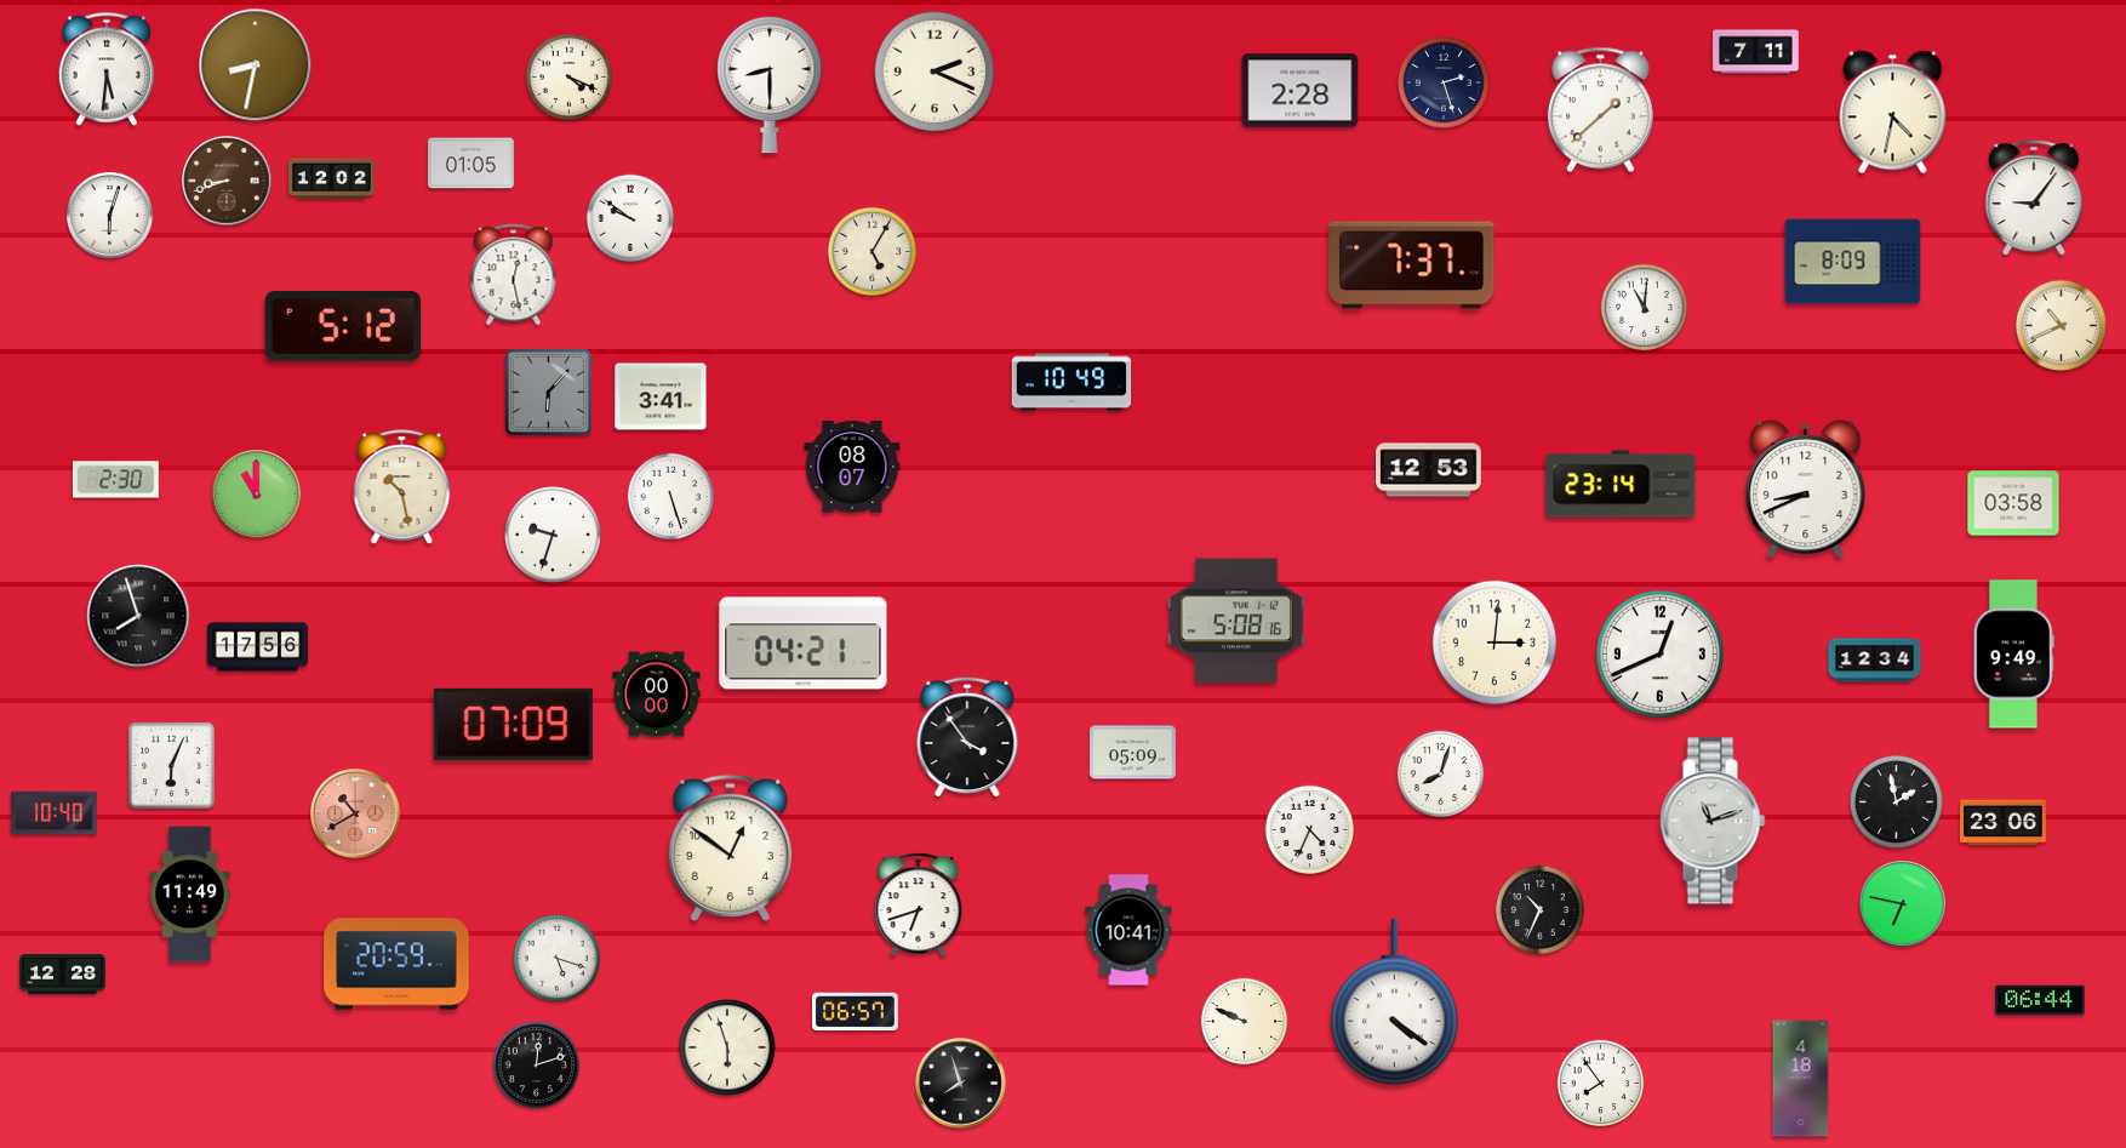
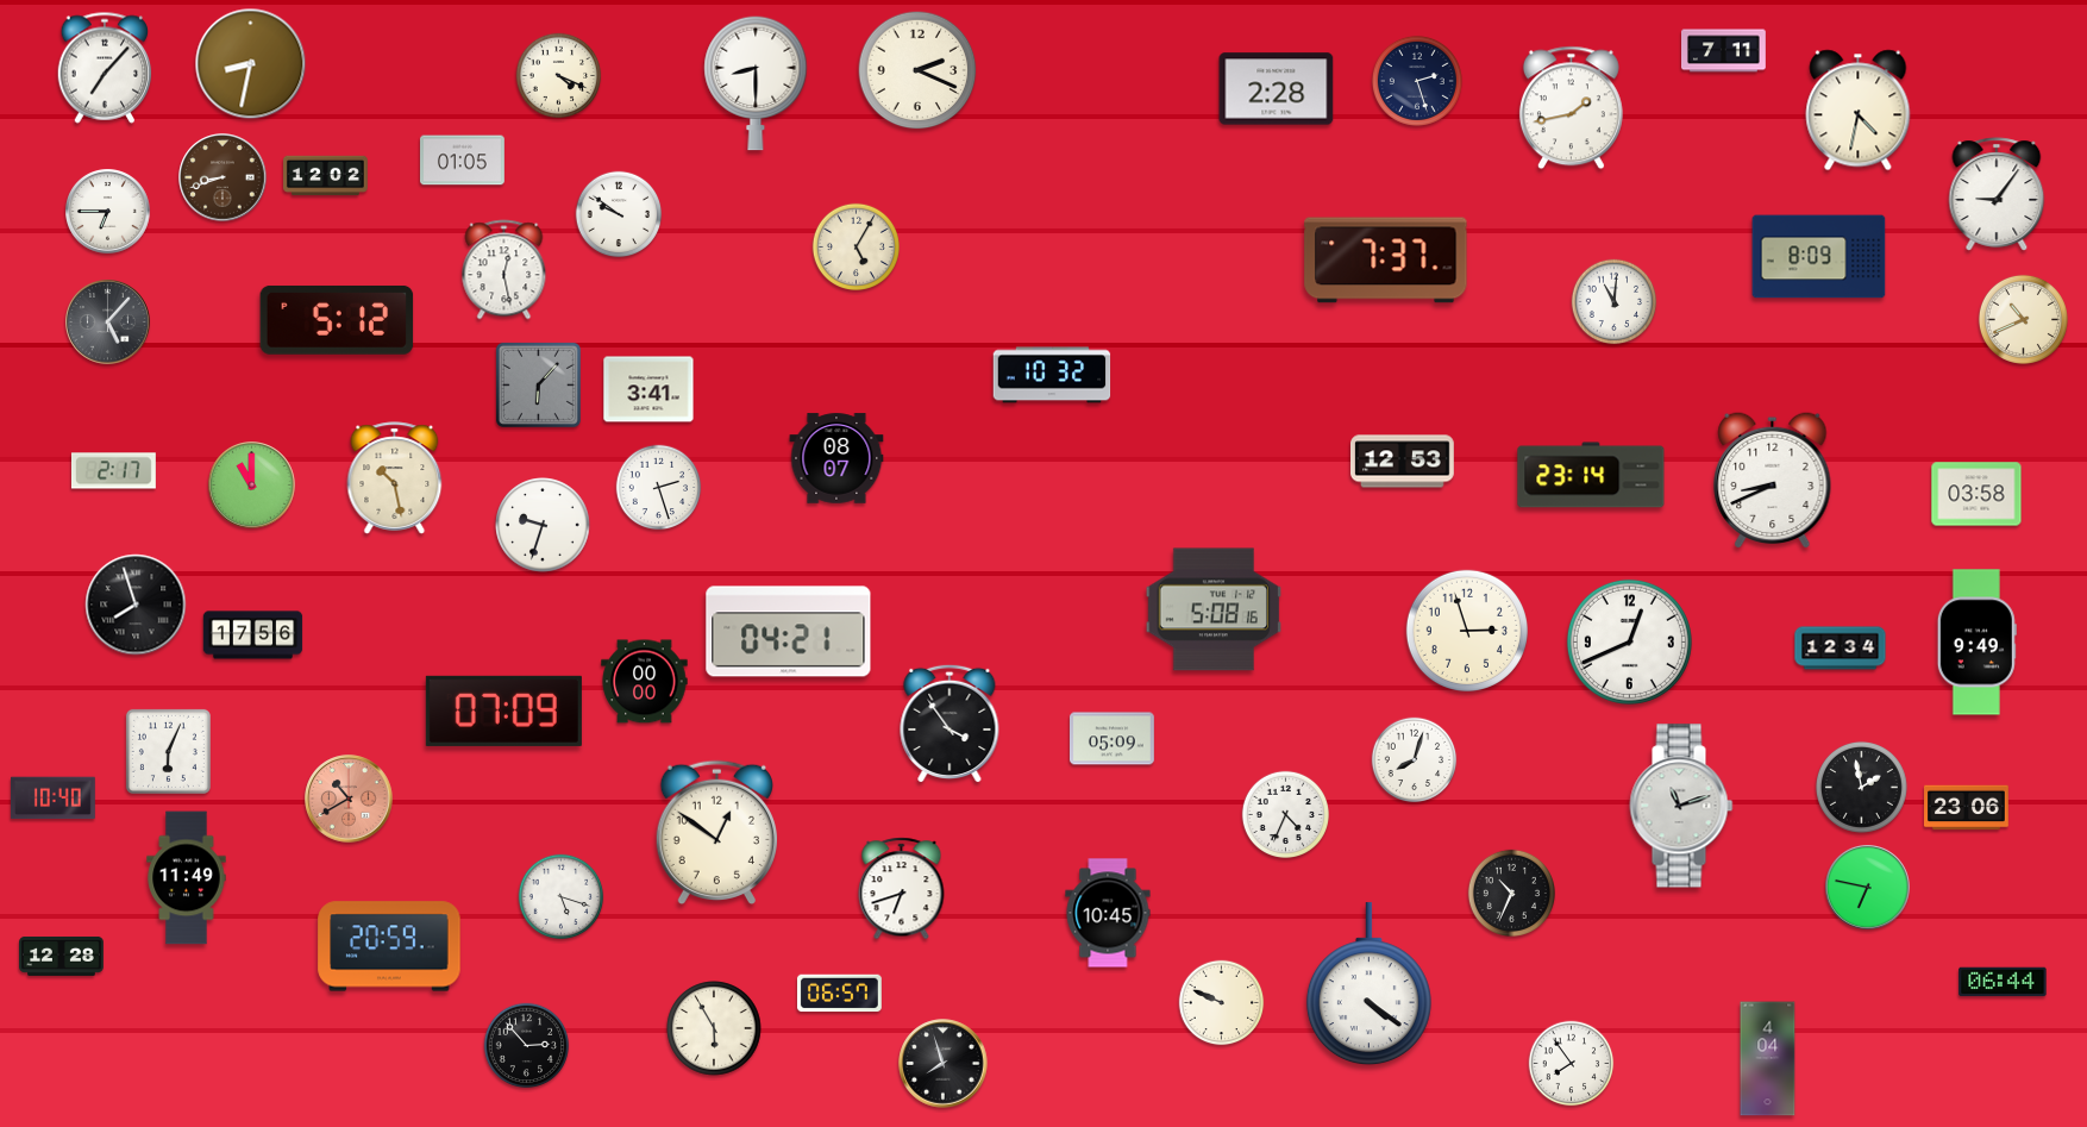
clock at (107, 69): 5:31 -> 7:07
clock at (1600, 110): 1:38 -> 1:43
clock at (110, 216): 6:03 -> 6:45
clock at (108, 323): none -> 5:07
clock at (1071, 382): 10:49 -> 10:32
clock at (115, 480): 2:30 -> 2:17
clock at (671, 497): 5:27 -> 2:27
clock at (1493, 641): 3:01 -> 2:57
clock at (1128, 930): 10:41 -> 10:45
clock at (558, 959) position: (558, 959) -> (562, 897)
clock at (727, 1047): 5:57 -> 5:55
clock at (537, 1066): 12:12 -> 2:53
clock at (1801, 1079): 4:18 -> 4:04
